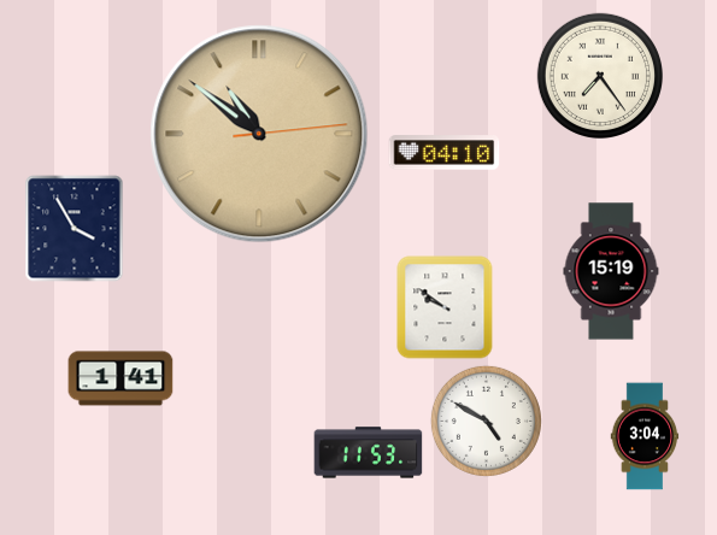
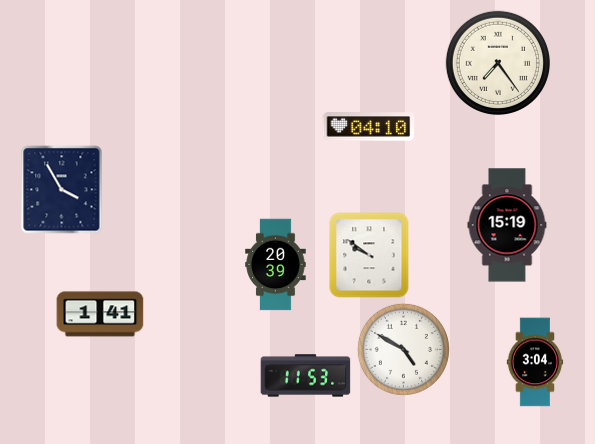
clock at (259, 134): 10:51 -> none
clock at (276, 265): none -> 20:39
